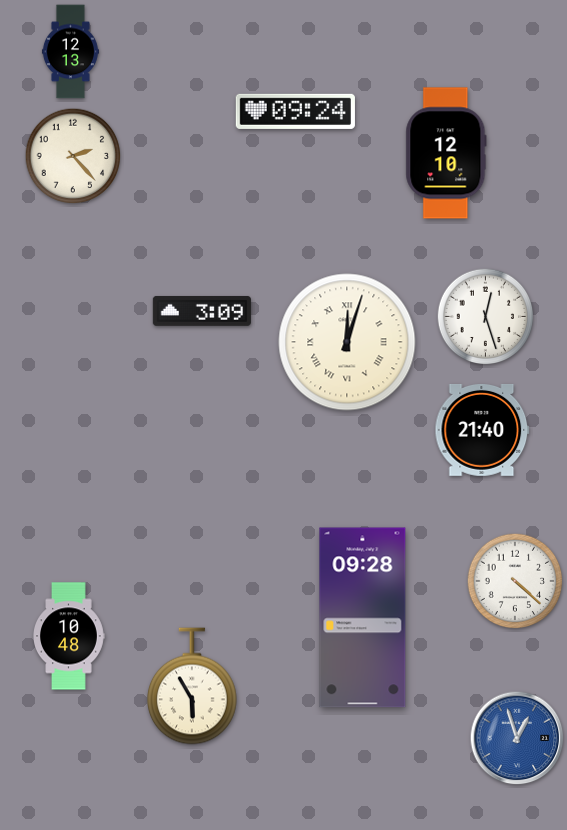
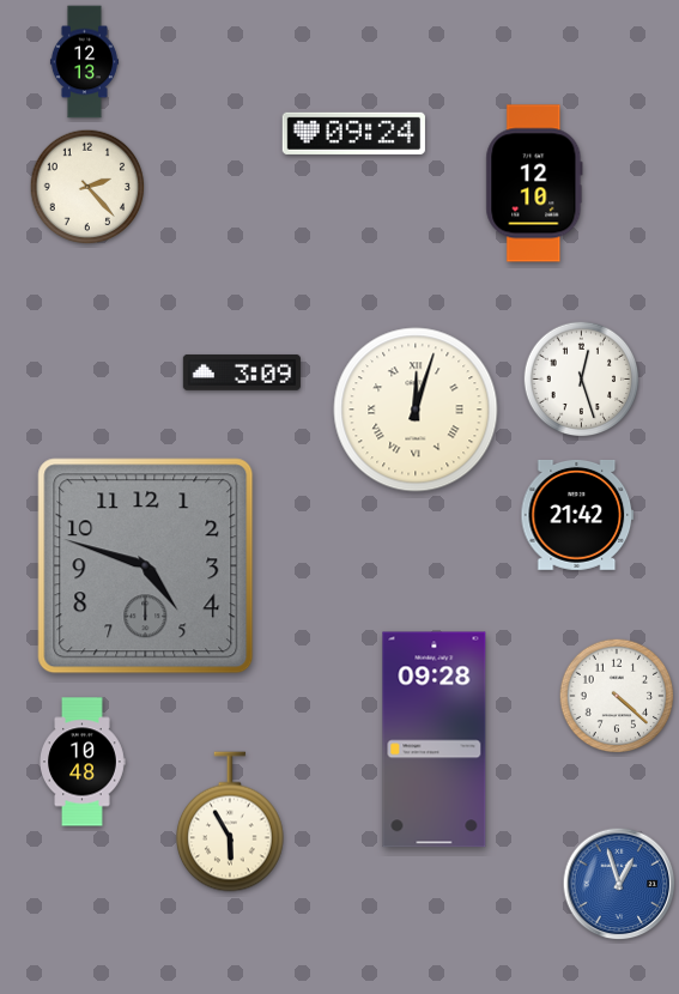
clock at (482, 430): 21:40 -> 21:42
clock at (146, 566): none -> 4:48
